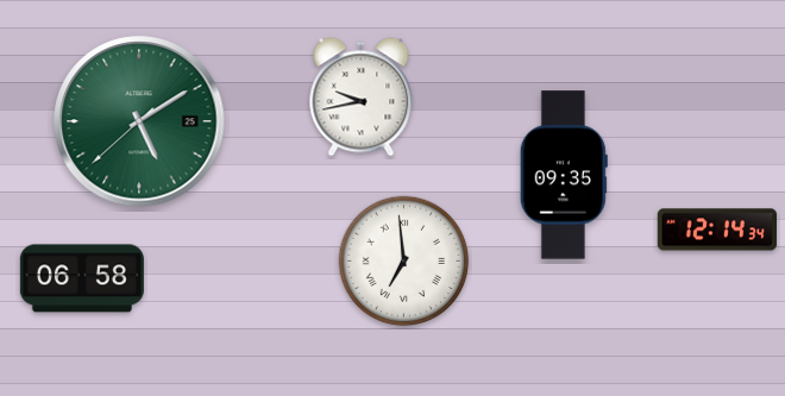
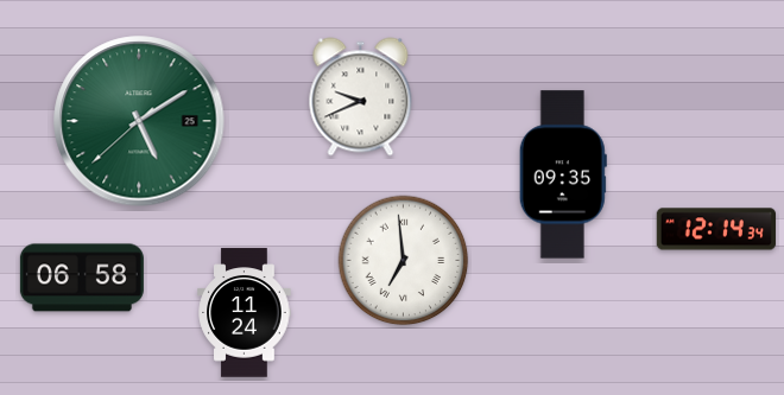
clock at (362, 98): 9:43 -> 9:41
clock at (245, 313): none -> 11:24
